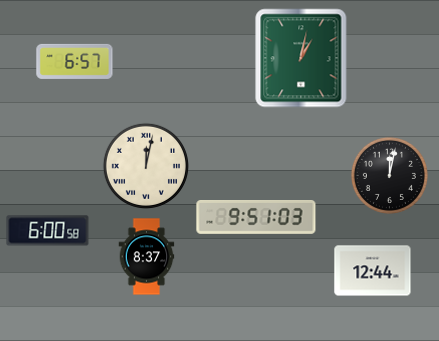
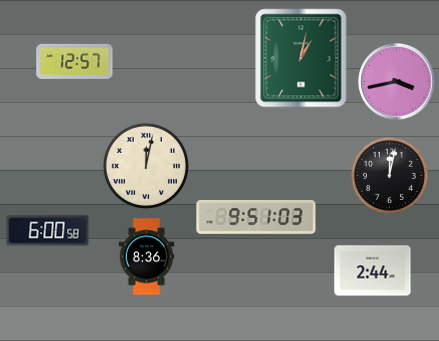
clock at (75, 61): 6:57 -> 12:57
clock at (397, 82): none -> 3:43
clock at (147, 257): 8:37 -> 8:36
clock at (373, 271): 12:44 -> 2:44
